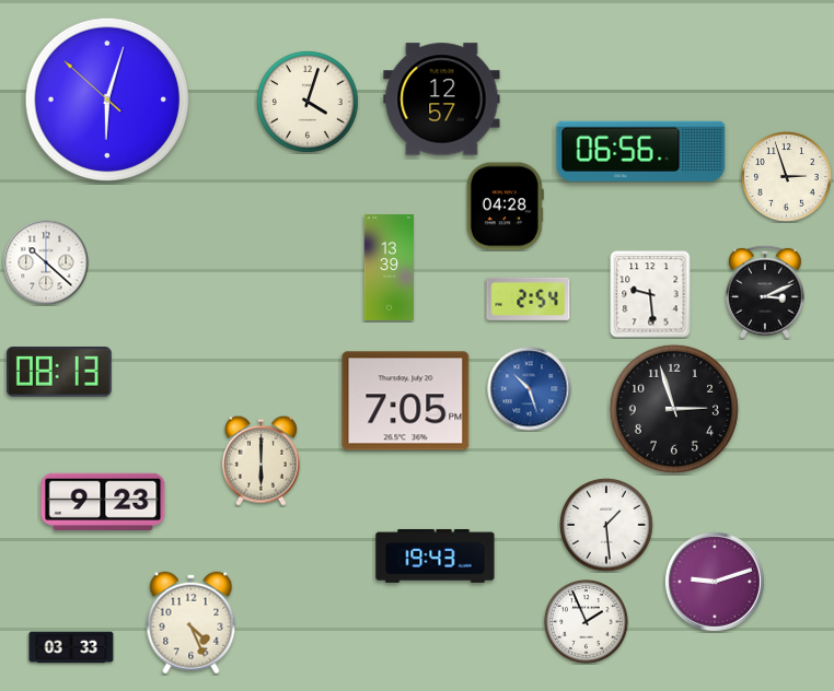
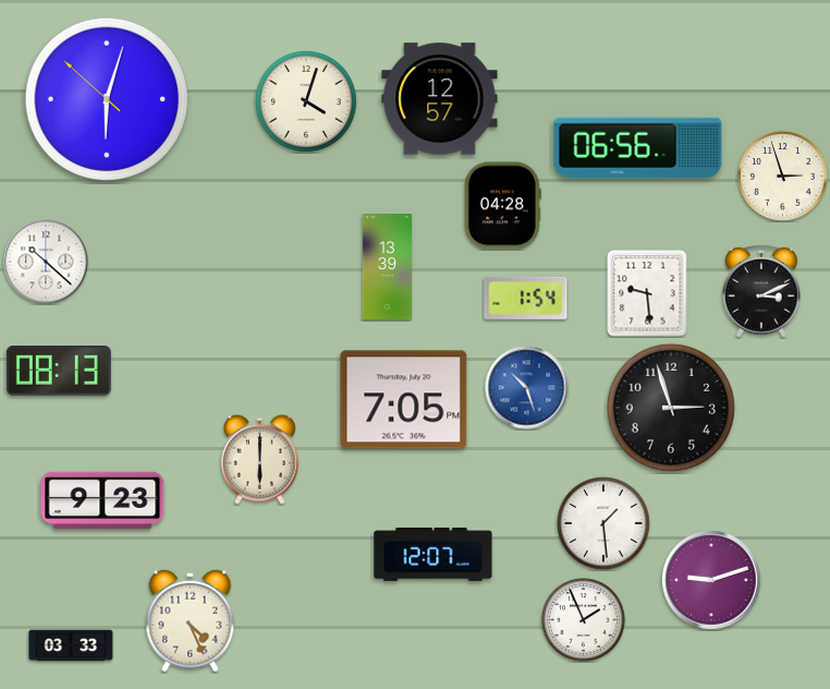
clock at (641, 151) position: (641, 151) -> (638, 147)
clock at (529, 298): 2:54 -> 1:54
clock at (436, 555): 19:43 -> 12:07
